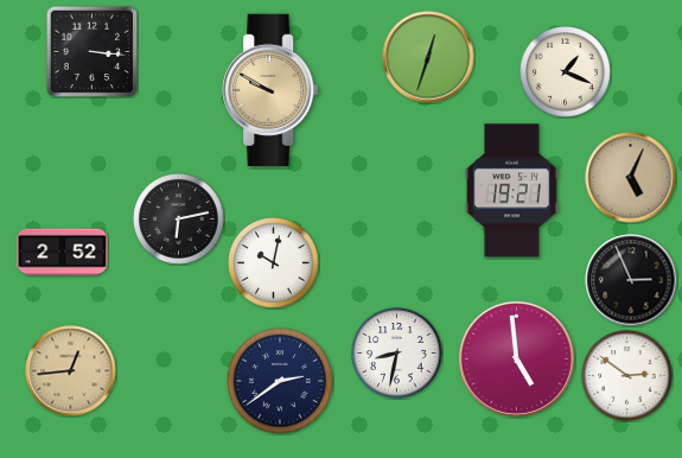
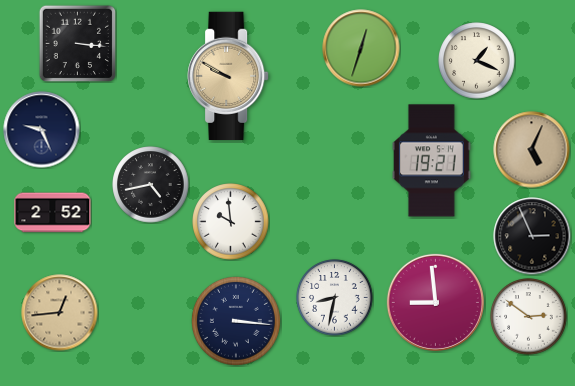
clock at (42, 130): none -> 9:26
clock at (179, 220): 6:13 -> 4:43
clock at (274, 263): 10:02 -> 9:59
clock at (516, 358): 4:59 -> 8:59
clock at (280, 381): 2:39 -> 3:16
